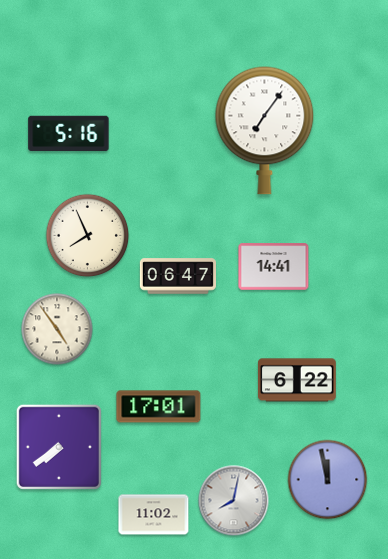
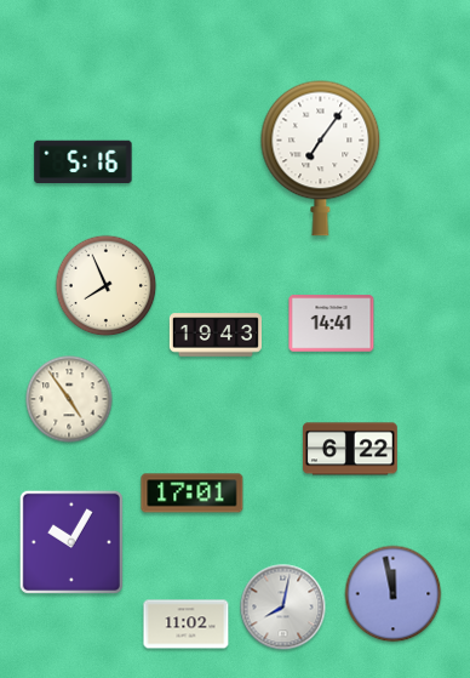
clock at (177, 276): 06:47 -> 19:43
clock at (297, 380) position: (297, 380) -> (350, 449)
clock at (59, 447): 7:39 -> 10:05
clock at (328, 480) position: (328, 480) -> (394, 594)
